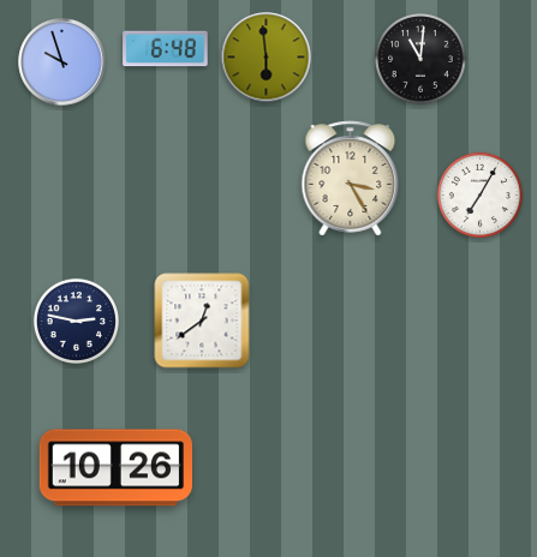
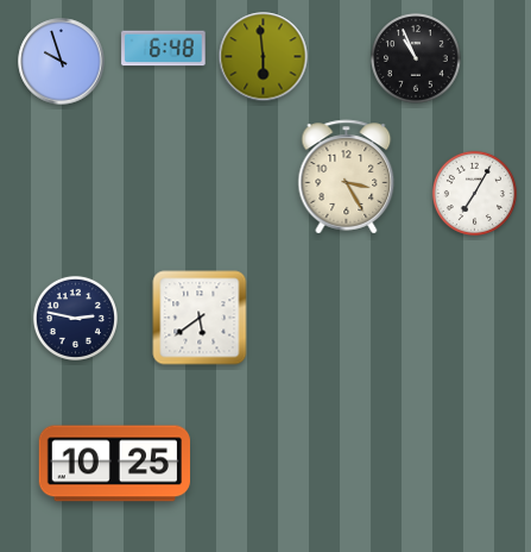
clock at (420, 59): 11:01 -> 10:56
clock at (202, 321): 12:39 -> 5:39
clock at (115, 468): 10:26 -> 10:25
